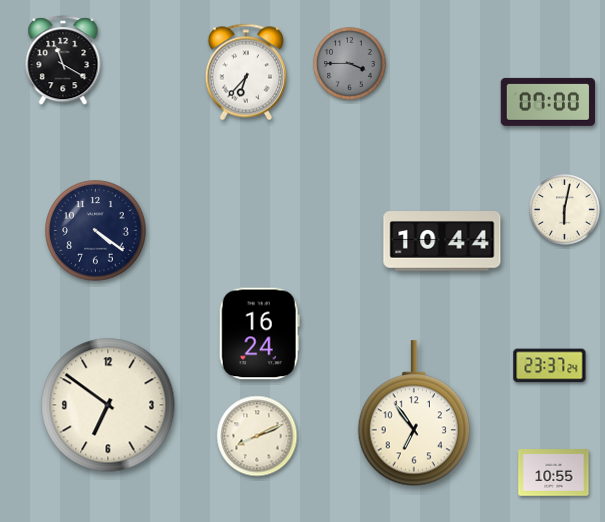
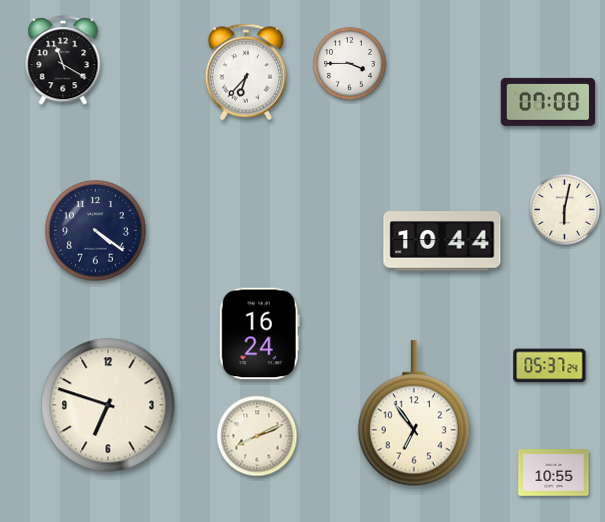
clock at (350, 64) dial: grey -> white
clock at (550, 366): 23:37 -> 05:37
clock at (108, 405): 6:51 -> 6:48
